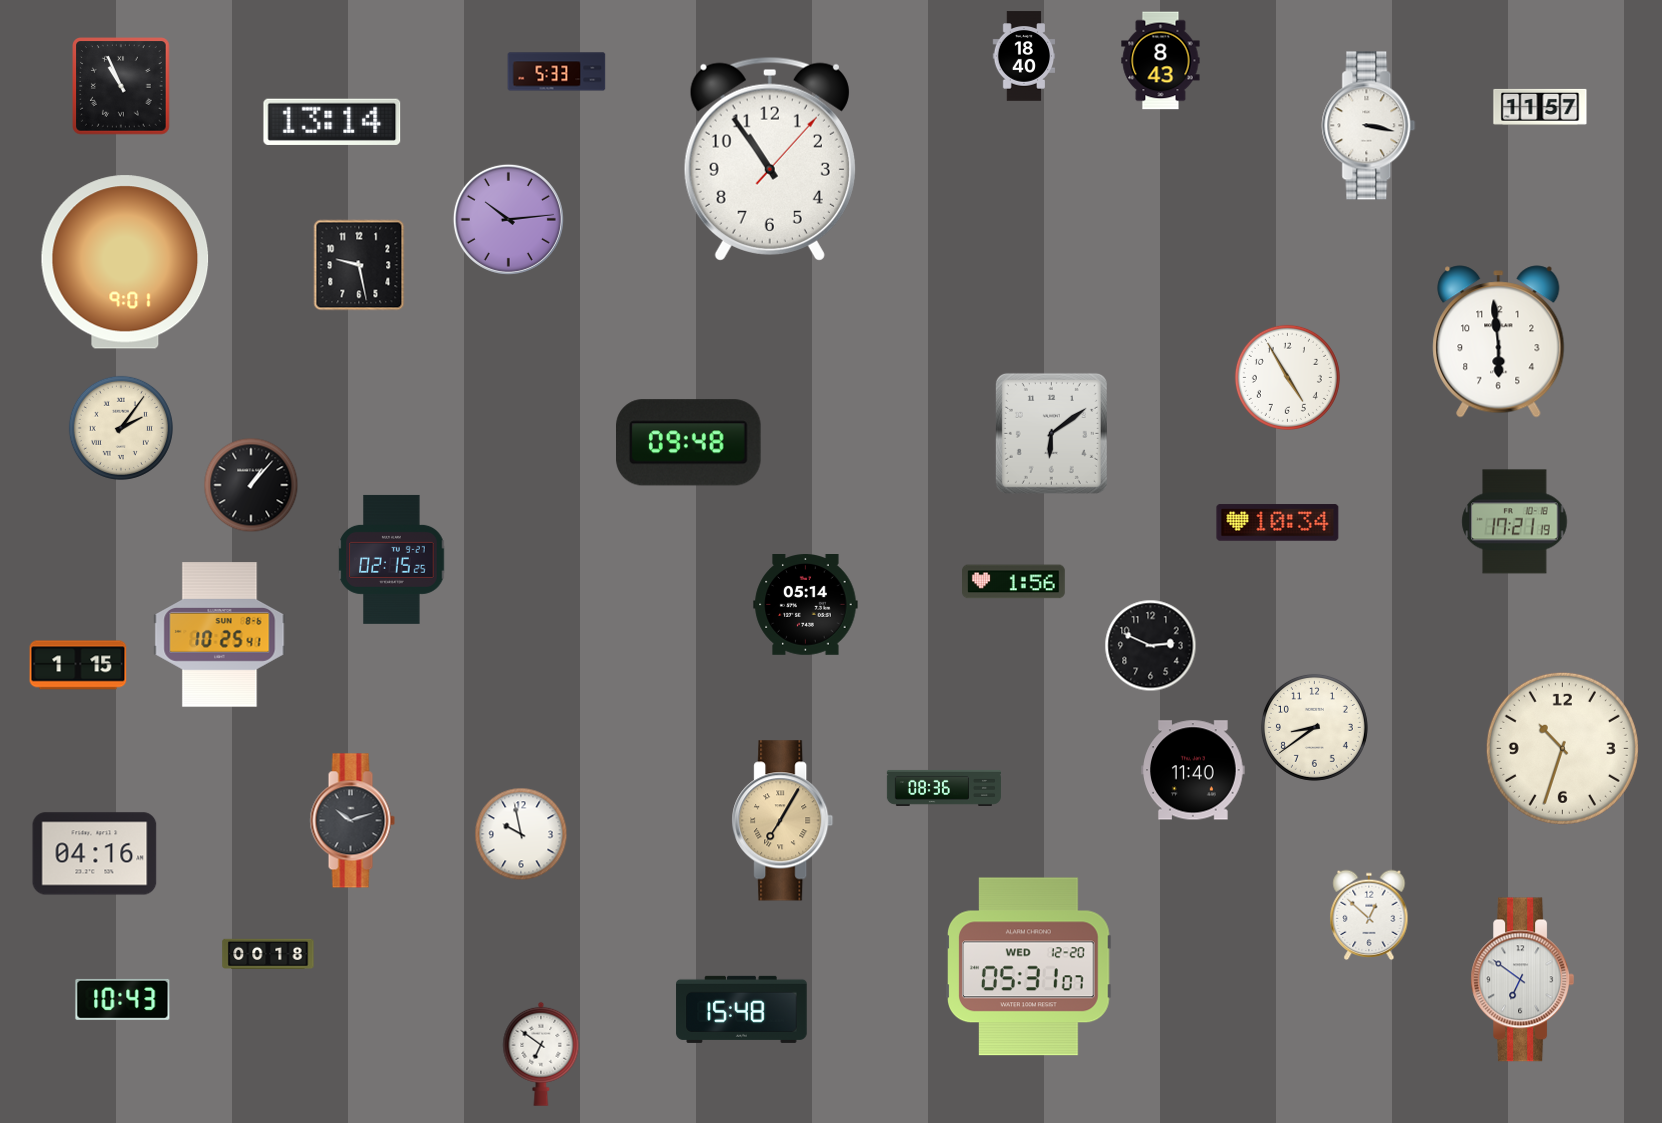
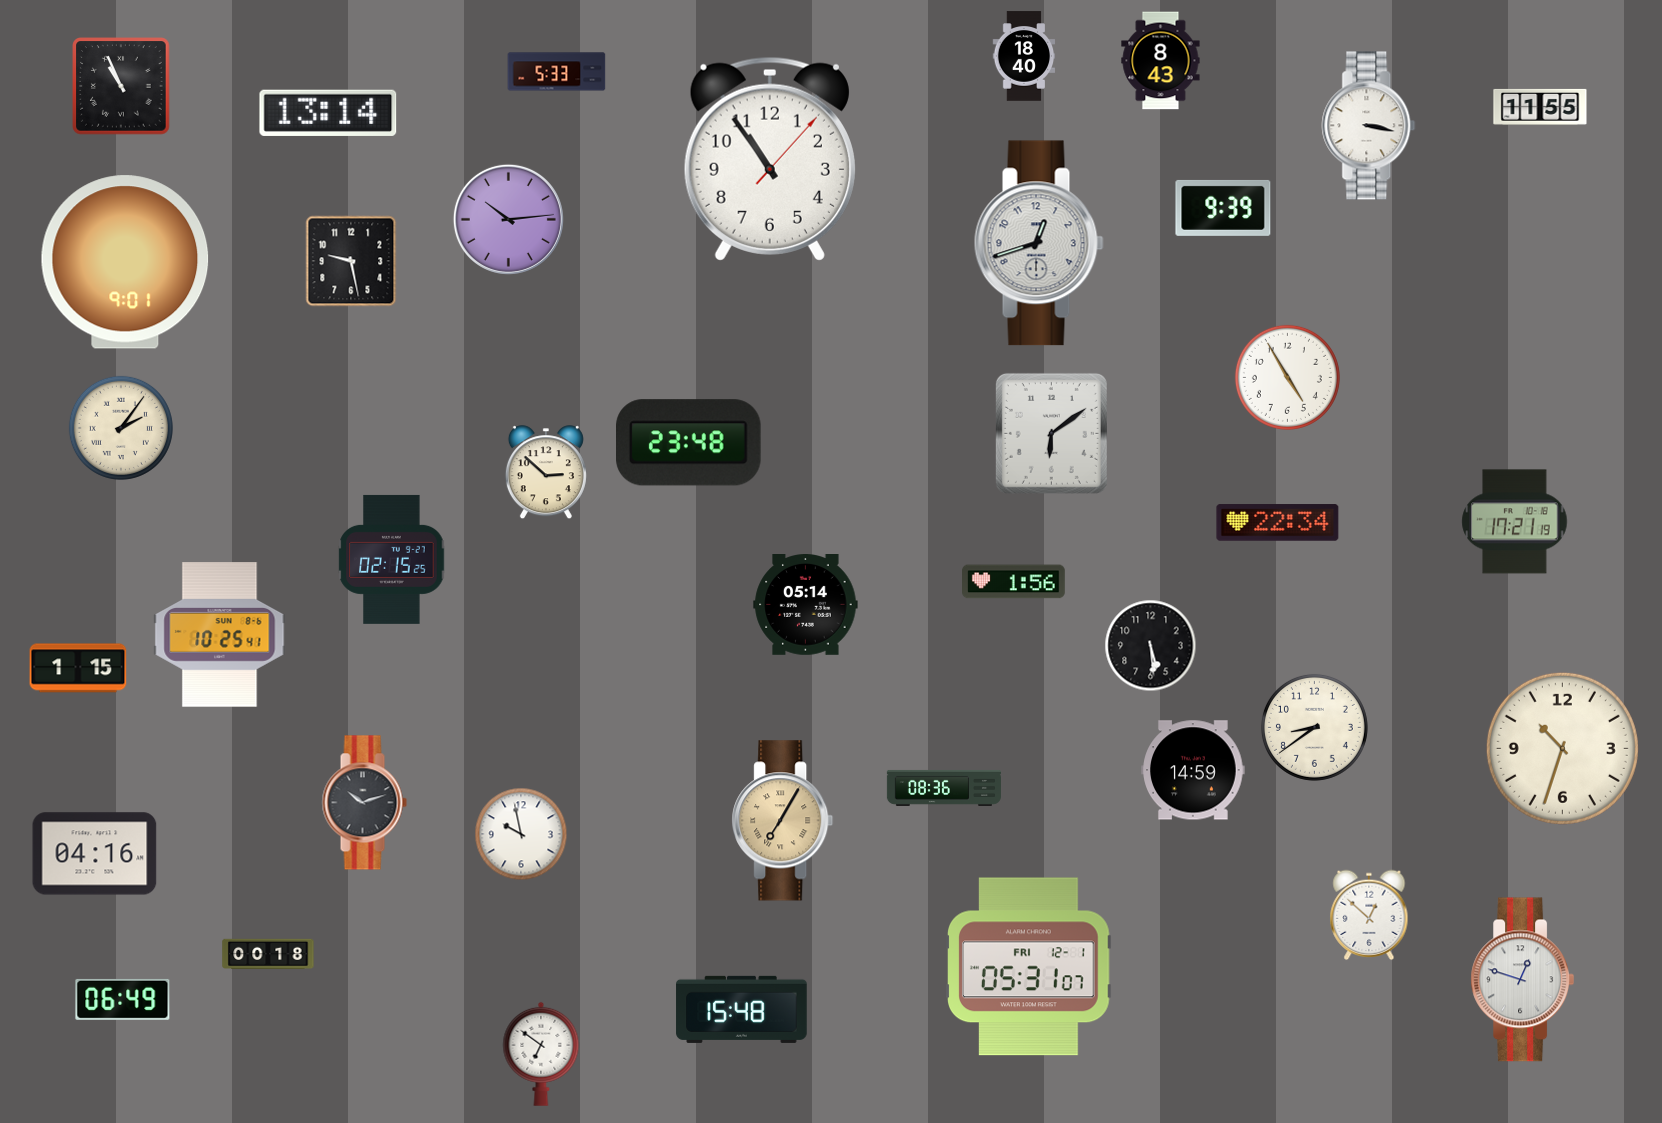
clock at (1540, 107): 11:57 -> 11:55
clock at (332, 122) position: (332, 122) -> (328, 113)
clock at (1223, 208): none -> 9:39
clock at (1039, 243): none -> 12:42
clock at (359, 265) position: (359, 265) -> (351, 261)
clock at (1499, 342): 5:59 -> none
clock at (689, 443): 09:48 -> 23:48
clock at (546, 473): none -> 2:52
clock at (251, 485): 1:07 -> none
clock at (1278, 523): 10:34 -> 22:34
clock at (1151, 646): 2:49 -> 5:29
clock at (78, 665) position: (78, 665) -> (78, 668)
clock at (1193, 770): 11:40 -> 14:59
clock at (352, 821) position: (352, 821) -> (364, 803)
clock at (1029, 967) date: WED 12-20 -> FRI 12-1
clock at (1523, 980): 6:51 -> 12:48
clock at (123, 999): 10:43 -> 06:49
